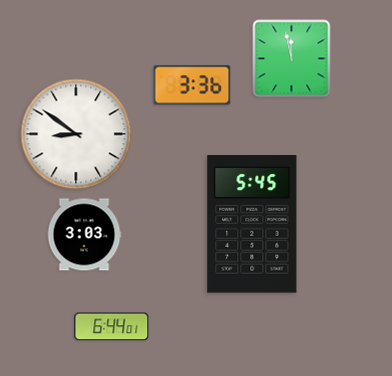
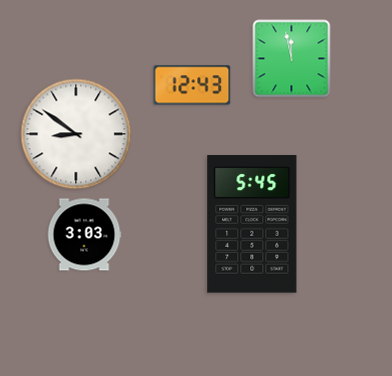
clock at (192, 85): 3:36 -> 12:43
clock at (112, 327): 6:44 -> none
